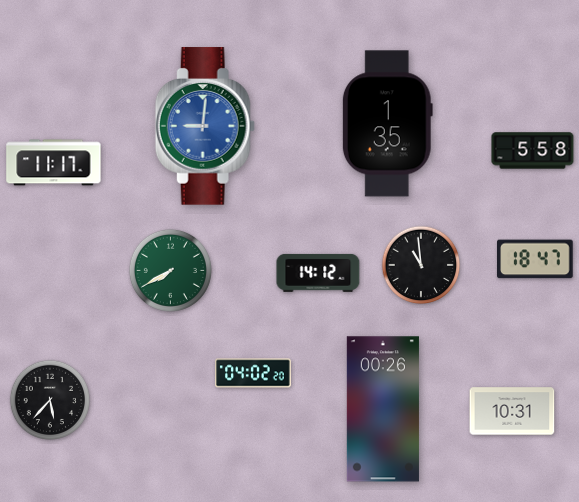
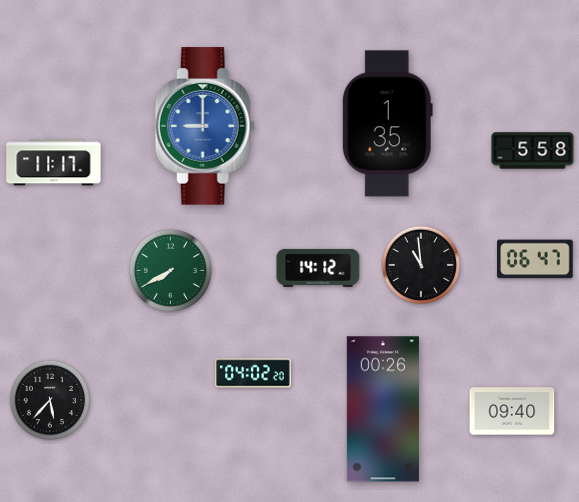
clock at (205, 126): 9:01 -> 9:00
clock at (535, 259): 18:47 -> 06:47
clock at (318, 273) position: (318, 273) -> (318, 268)
clock at (512, 411): 10:31 -> 09:40
